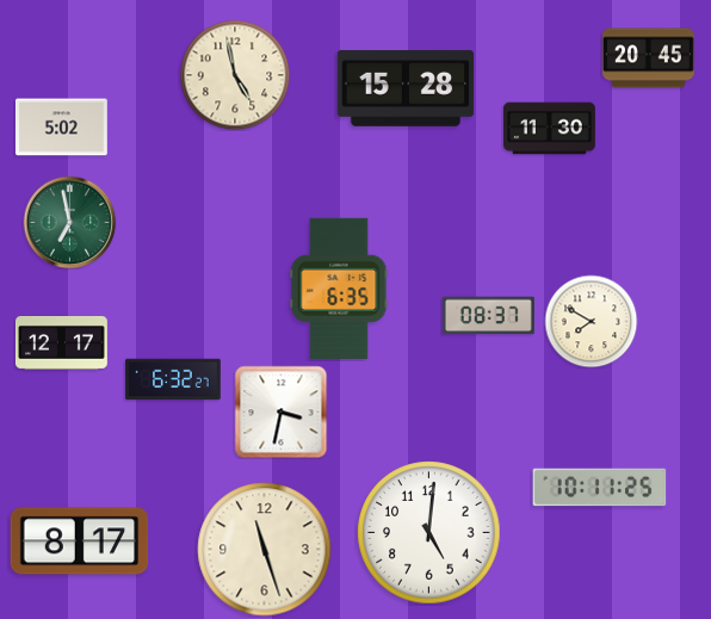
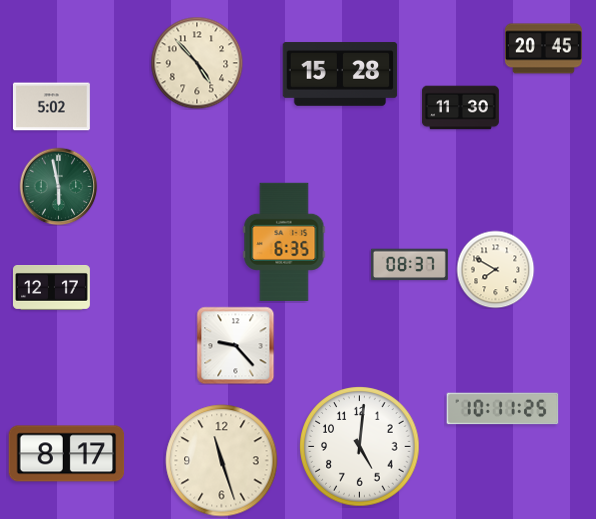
clock at (235, 75): 4:58 -> 4:53
clock at (69, 222): 6:58 -> 5:58
clock at (173, 379): 6:32 -> none
clock at (280, 411): 3:32 -> 9:23
